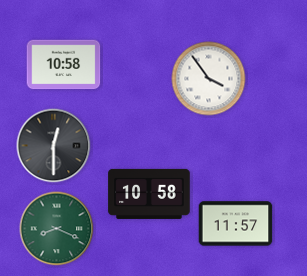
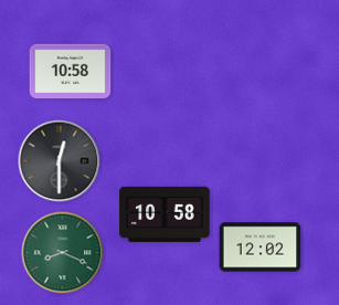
clock at (209, 79): 3:54 -> none
clock at (236, 224): 11:57 -> 12:02
